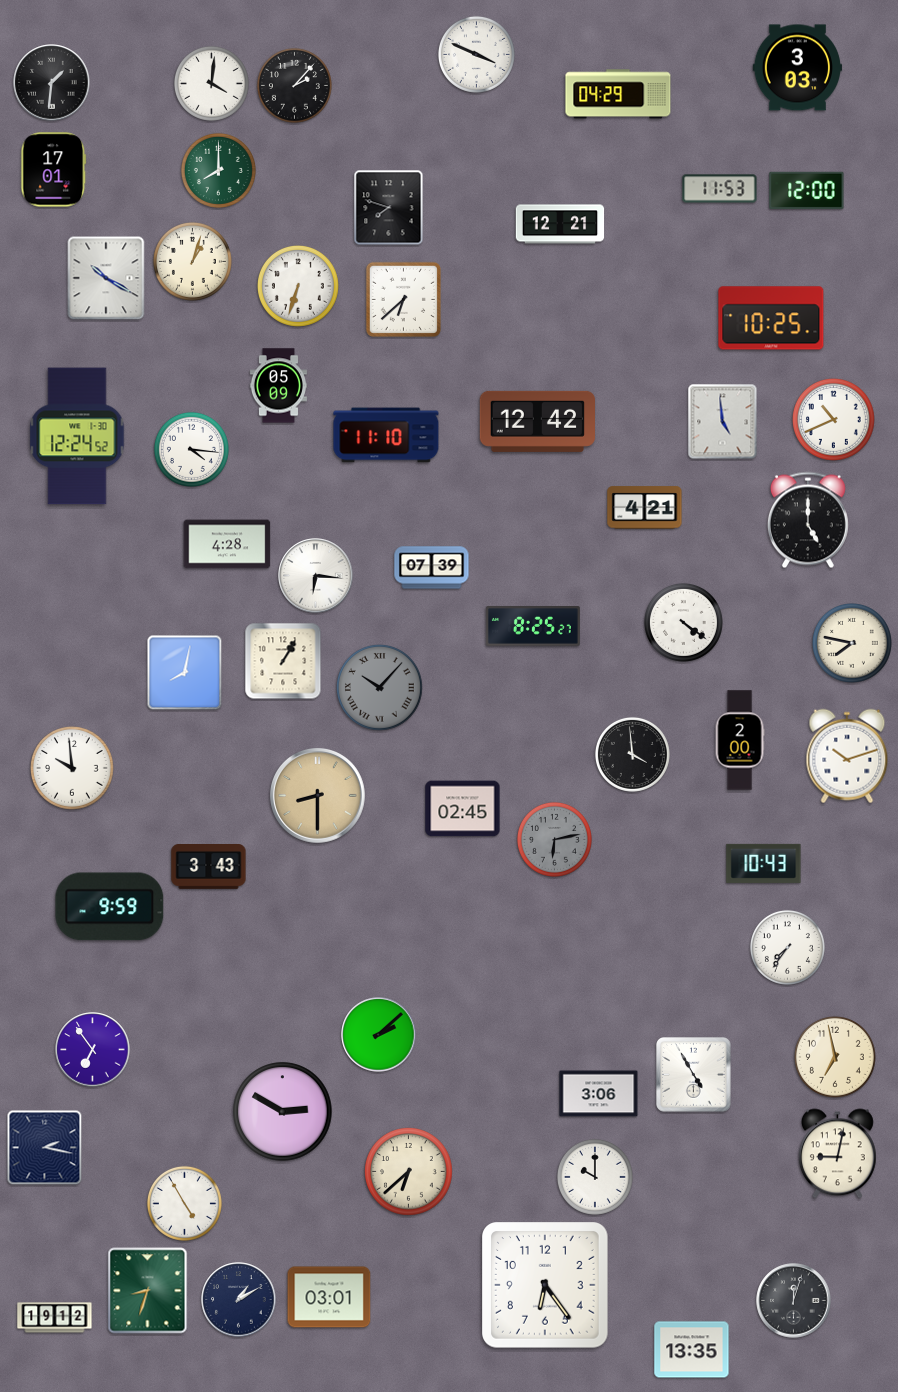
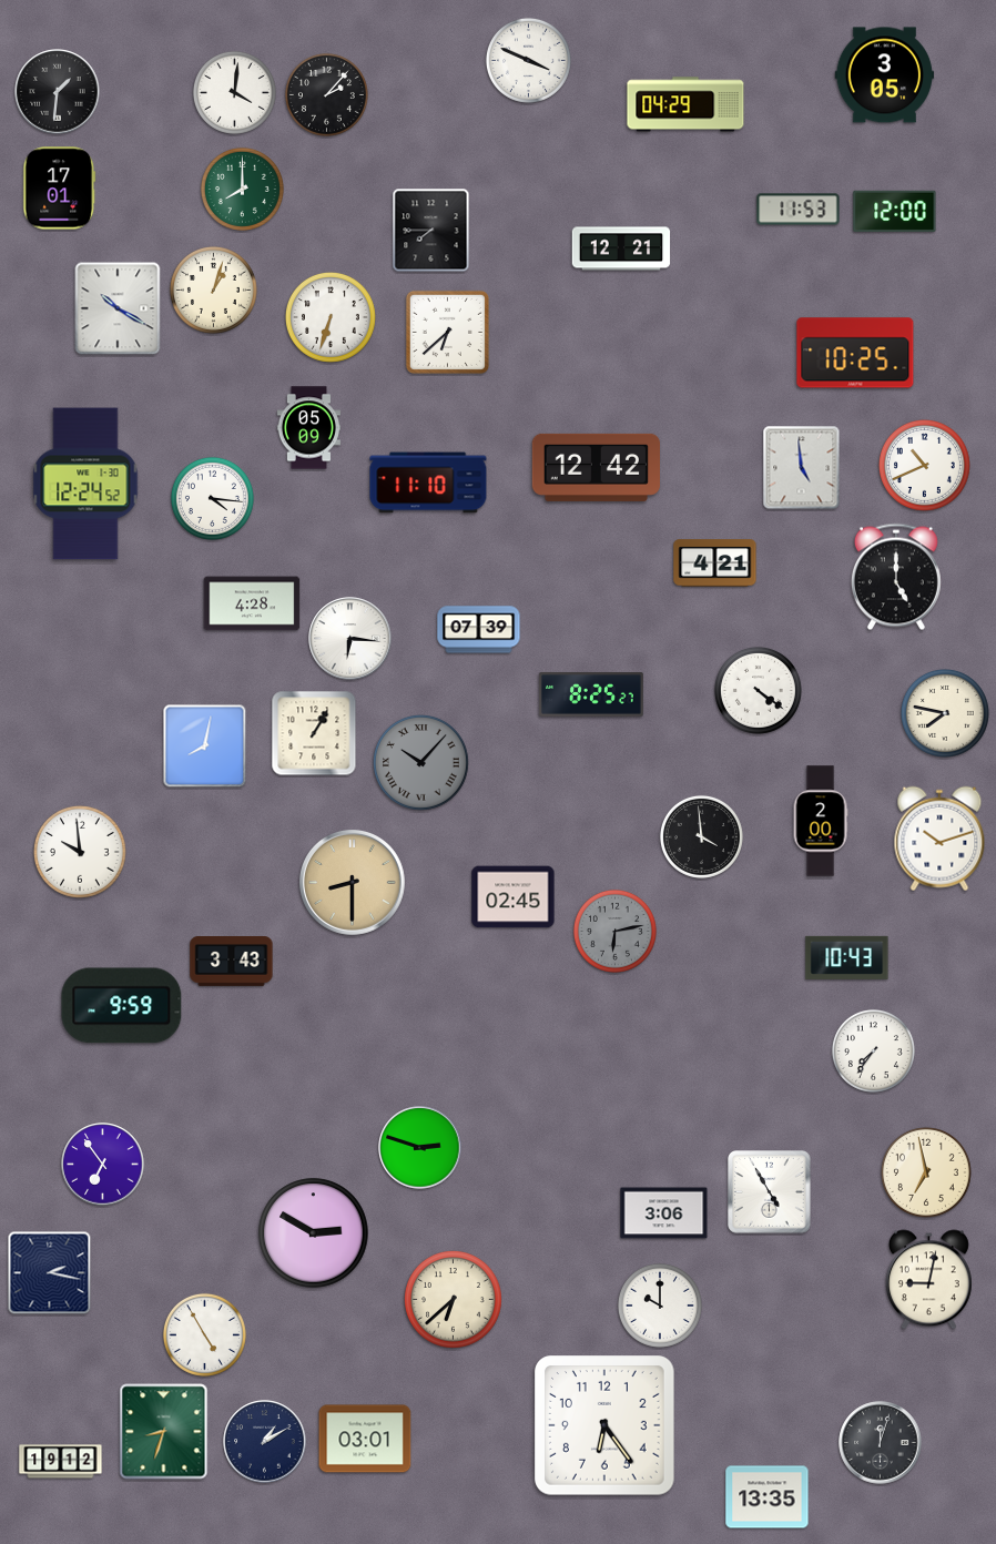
clock at (797, 68): 3:03 -> 3:05
clock at (389, 208): 7:48 -> 7:45
clock at (379, 1035): 2:08 -> 2:48
